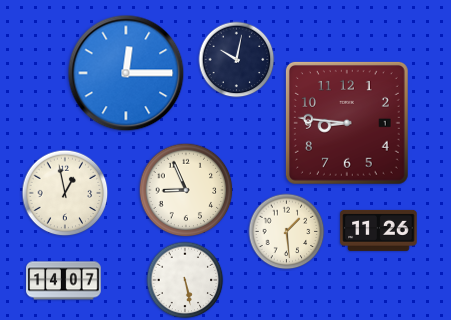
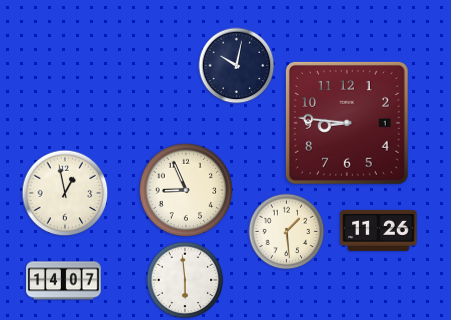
clock at (237, 60) position: (237, 60) -> (237, 66)
clock at (126, 73): 12:15 -> none
clock at (185, 280): 5:28 -> 5:59
